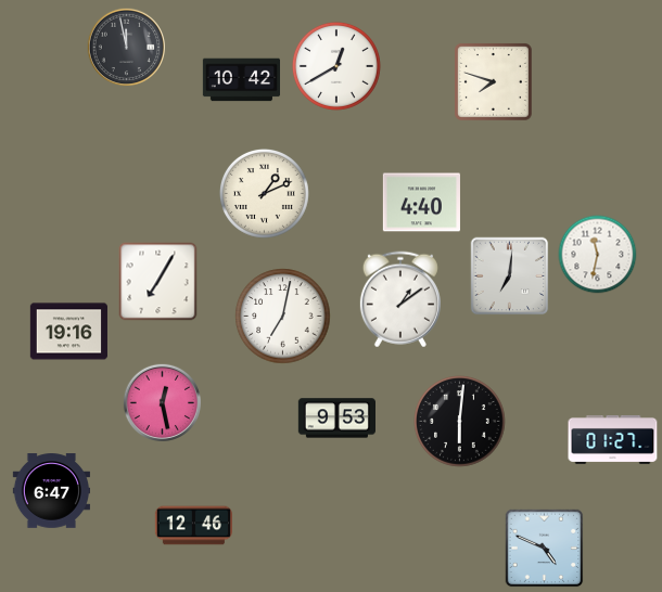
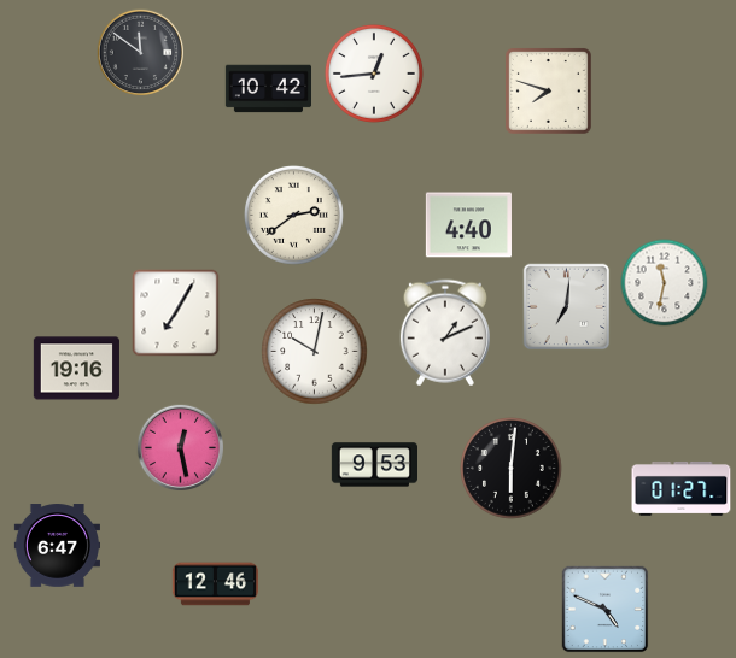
clock at (126, 47): 11:58 -> 11:51
clock at (336, 66): 12:40 -> 12:44
clock at (264, 193): 1:11 -> 2:39
clock at (400, 299): 1:09 -> 1:11
clock at (283, 317): 7:02 -> 10:02
